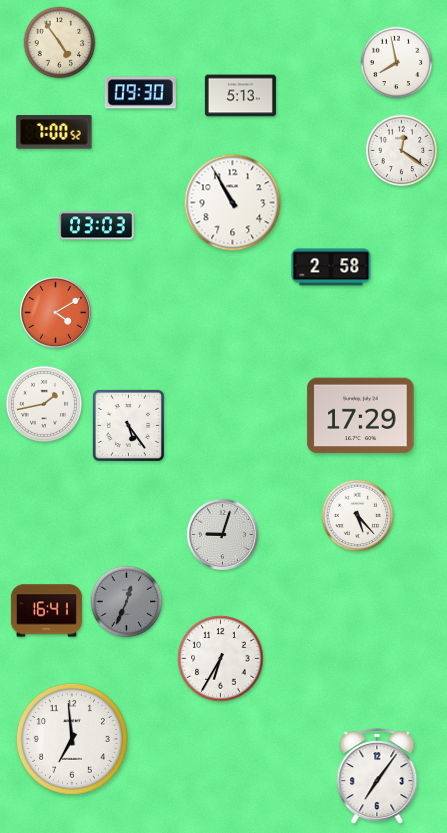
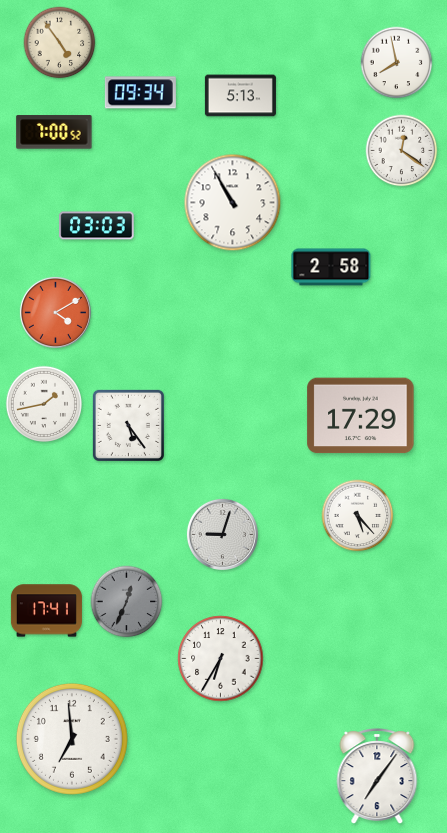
clock at (140, 93): 09:30 -> 09:34
clock at (46, 611): 16:41 -> 17:41
